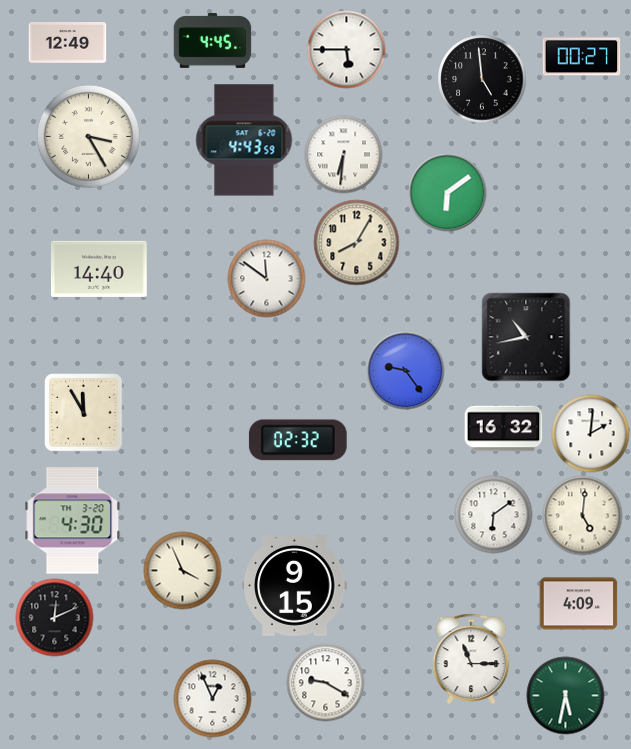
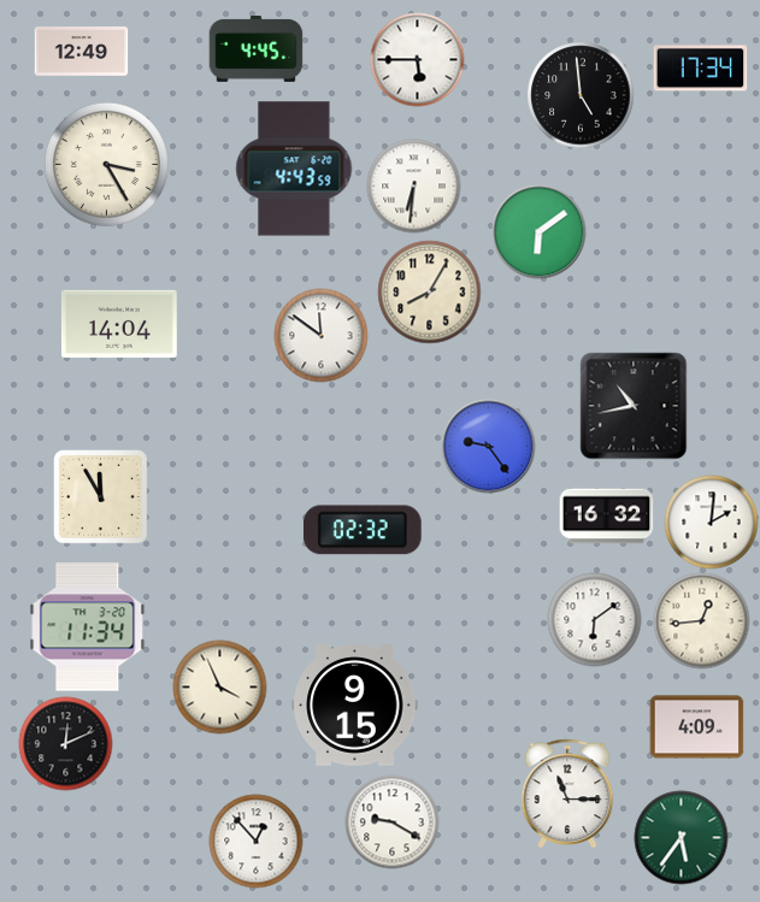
clock at (581, 57): 00:27 -> 17:34
clock at (99, 269): 14:40 -> 14:04
clock at (298, 440) position: (298, 440) -> (363, 530)
clock at (582, 515): 5:01 -> 12:44
clock at (73, 521): 4:30 -> 11:34
clock at (565, 695): 5:32 -> 5:36
clock at (212, 698): 12:56 -> 12:53
